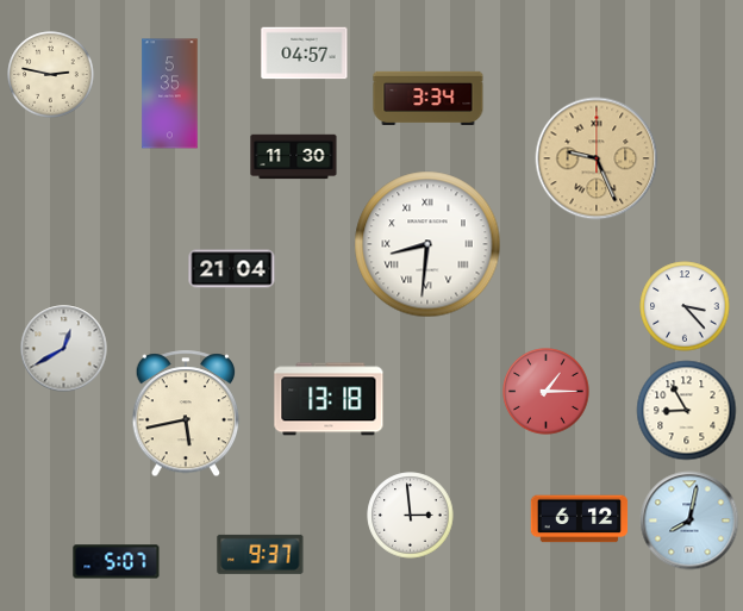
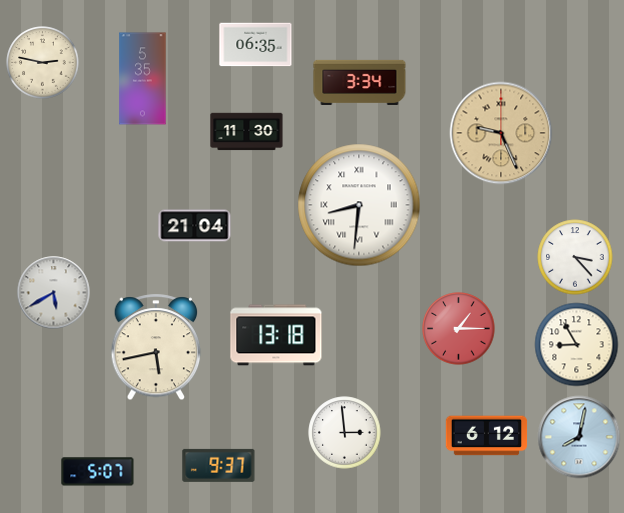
clock at (305, 54): 04:57 -> 06:35
clock at (64, 349): 12:40 -> 5:40
